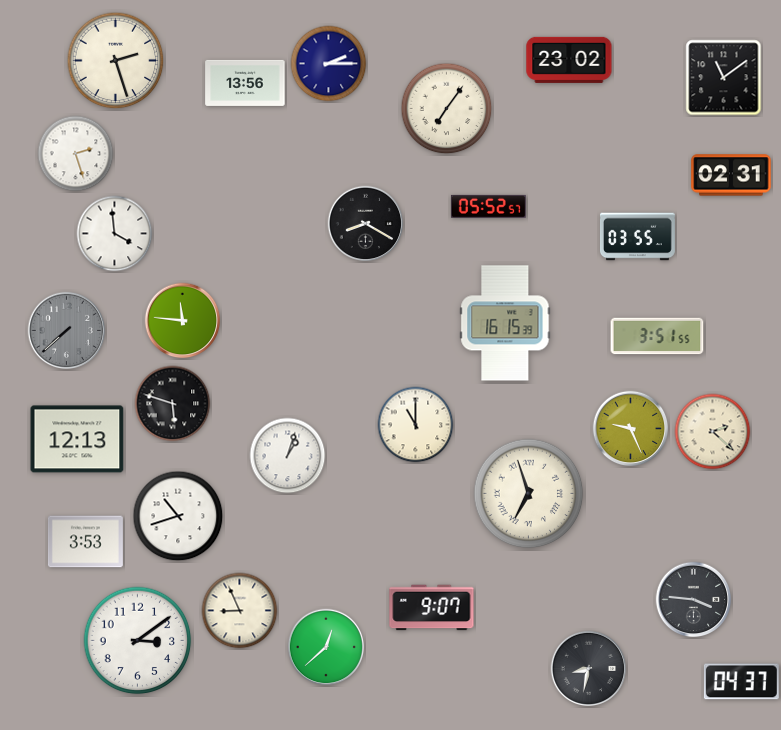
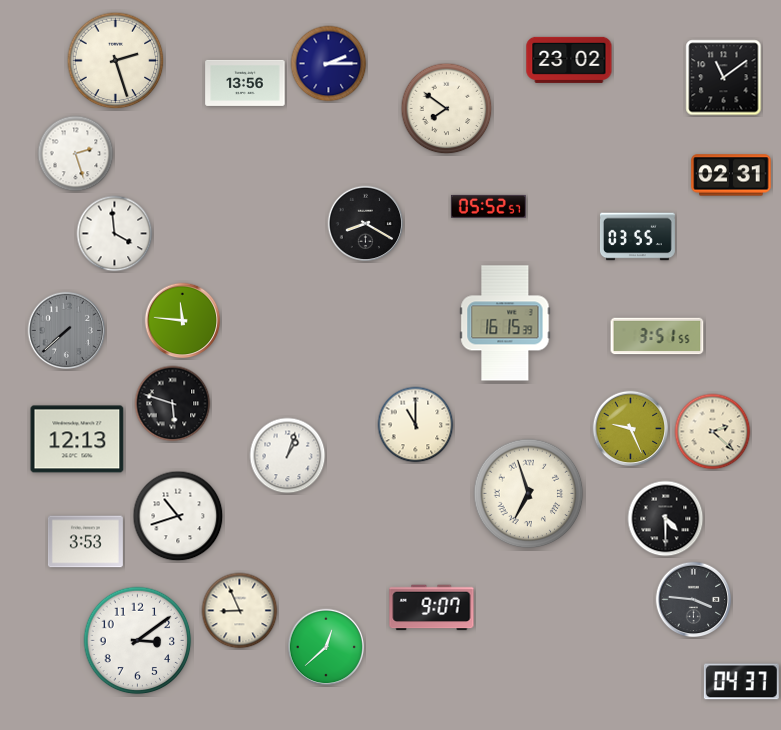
clock at (447, 109): 7:06 -> 7:51
clock at (666, 519): none -> 4:30
clock at (589, 669): 8:32 -> none
